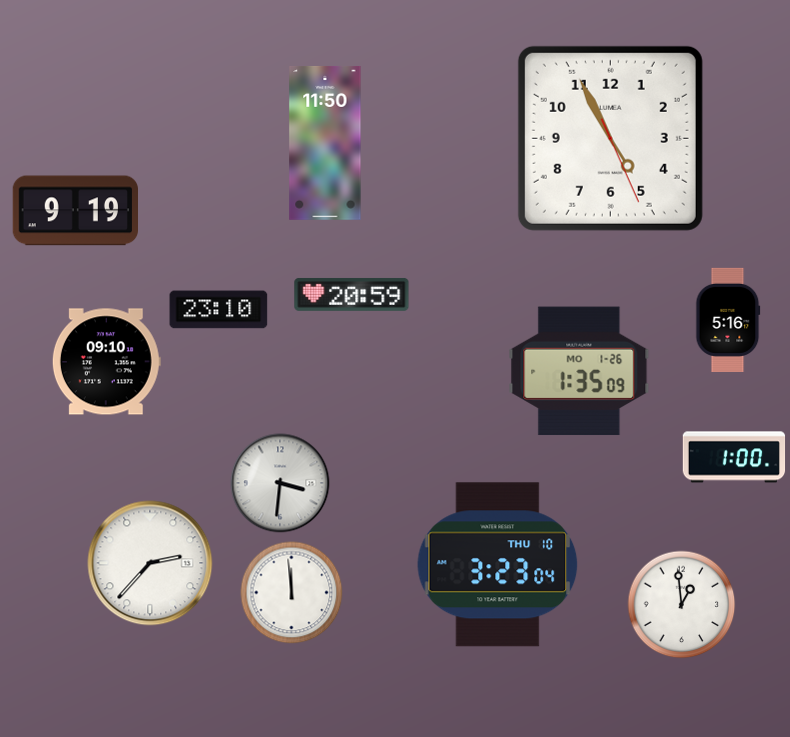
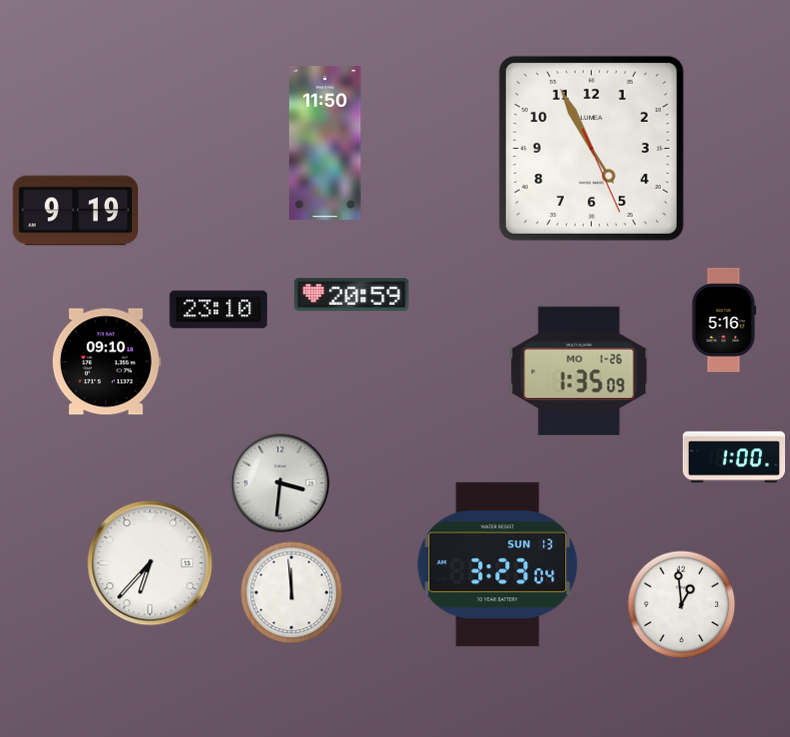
clock at (610, 138) position: (610, 138) -> (591, 148)
clock at (728, 320) position: (728, 320) -> (724, 320)
clock at (150, 563): 2:37 -> 6:37
clock at (498, 565) date: THU 10 -> SUN 13
